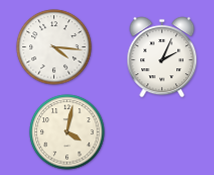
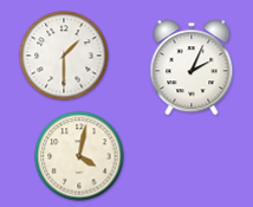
clock at (54, 47): 4:16 -> 1:30
